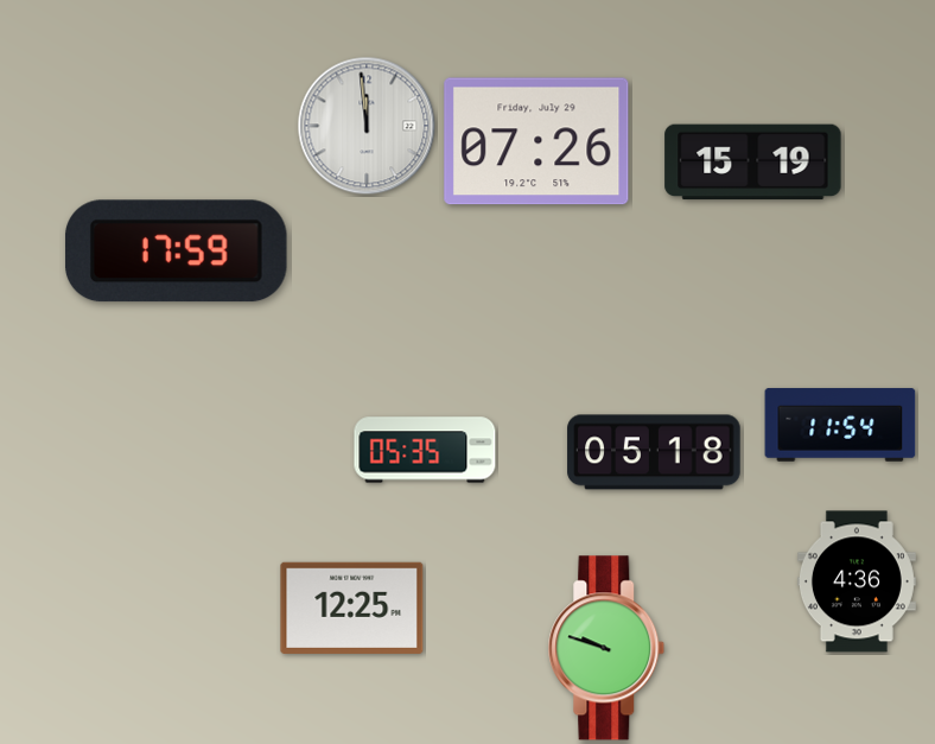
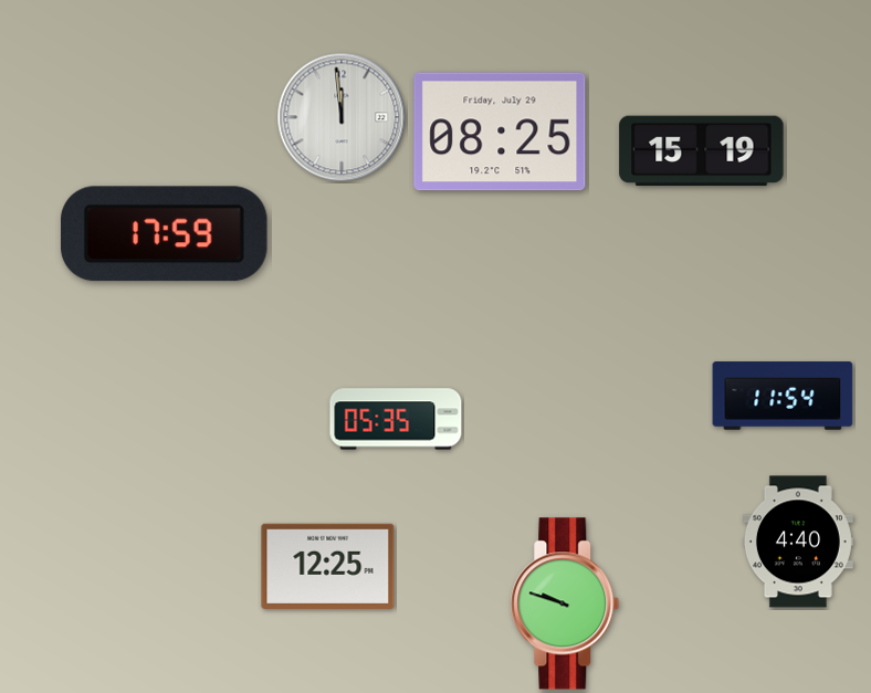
clock at (536, 141): 07:26 -> 08:25
clock at (654, 452): 05:18 -> none
clock at (857, 581): 4:36 -> 4:40
